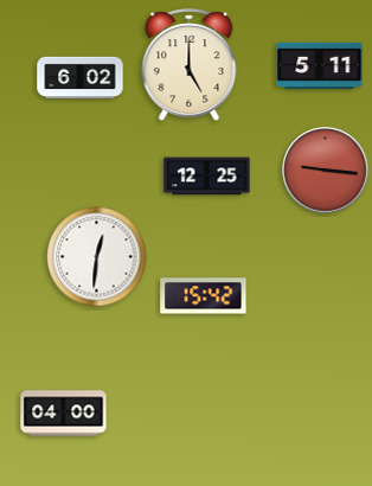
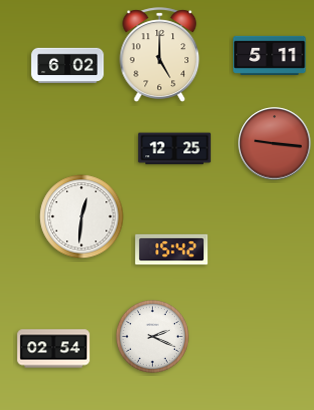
clock at (152, 336): none -> 2:19
clock at (64, 414): 04:00 -> 02:54
